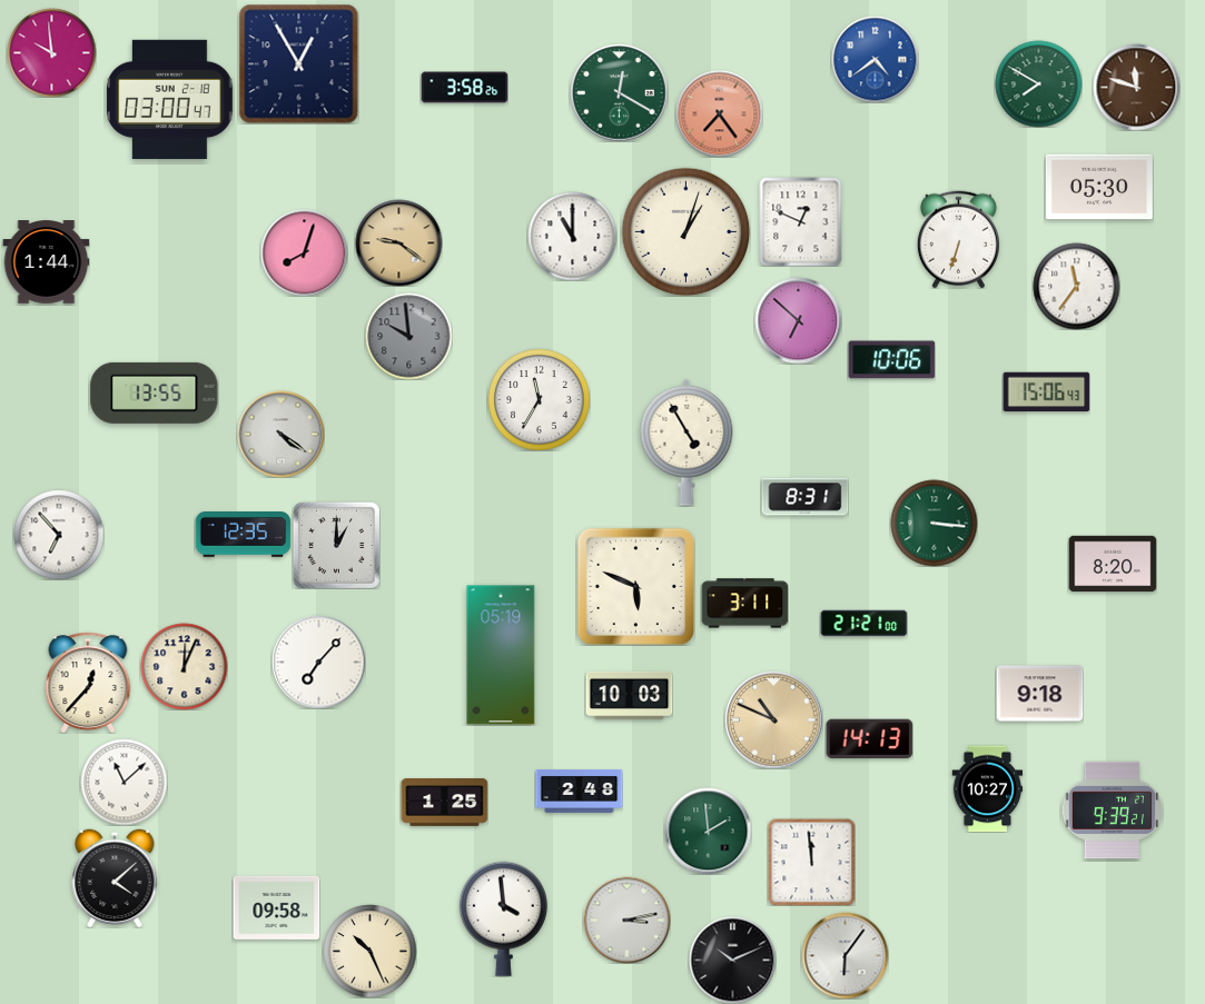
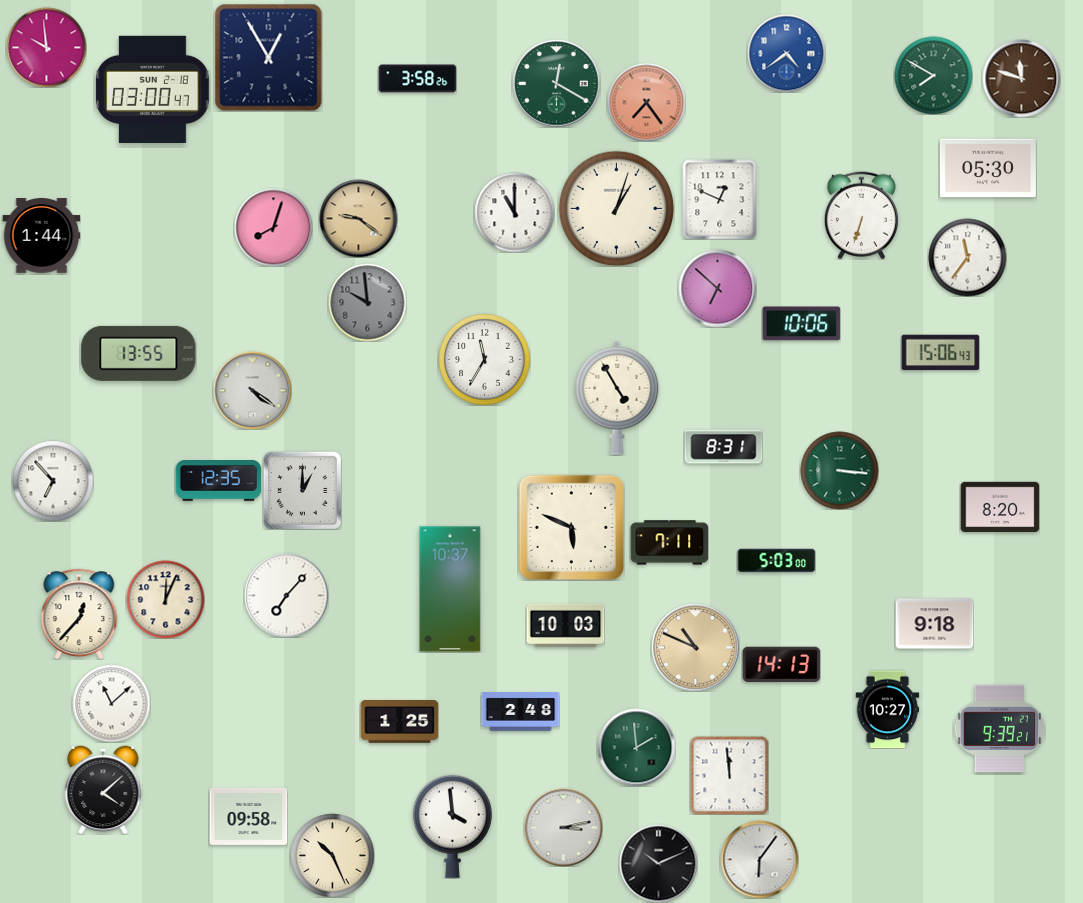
clock at (744, 604): 3:11 -> 7:11
clock at (863, 624): 21:21 -> 5:03
clock at (501, 655): 05:19 -> 10:37
